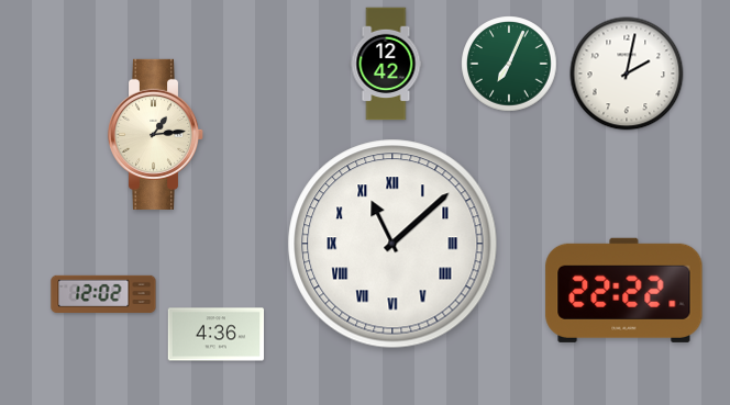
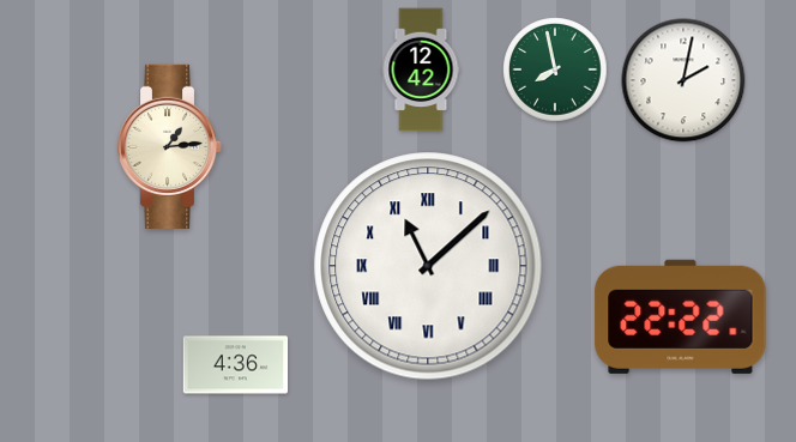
clock at (509, 64): 7:04 -> 7:58
clock at (103, 294): 12:02 -> none
